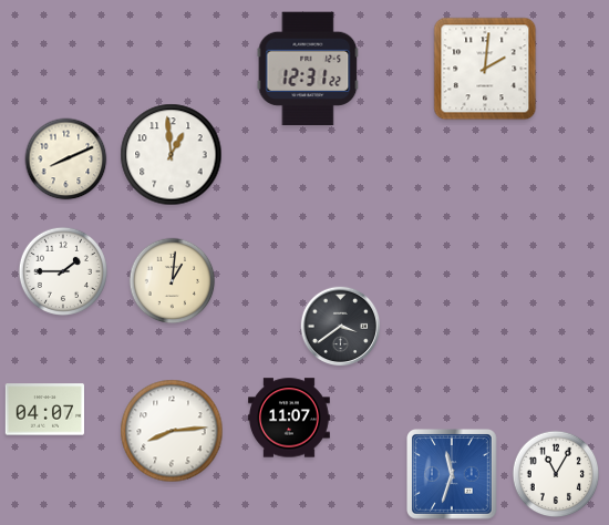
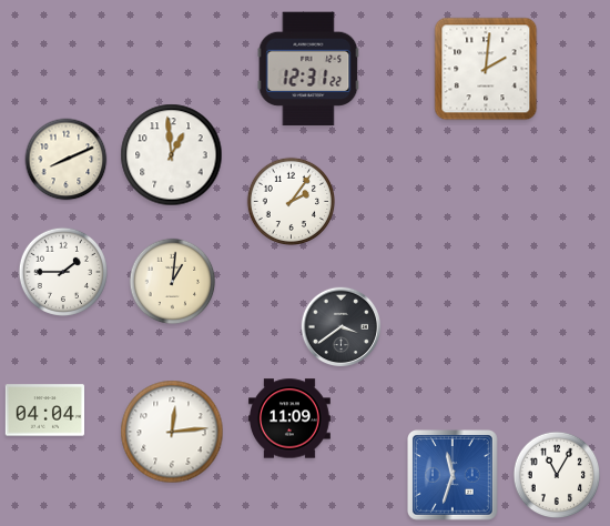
clock at (291, 201): none -> 2:06
clock at (44, 410): 04:07 -> 04:04
clock at (290, 418): 11:07 -> 11:09
clock at (172, 431): 8:14 -> 12:14
